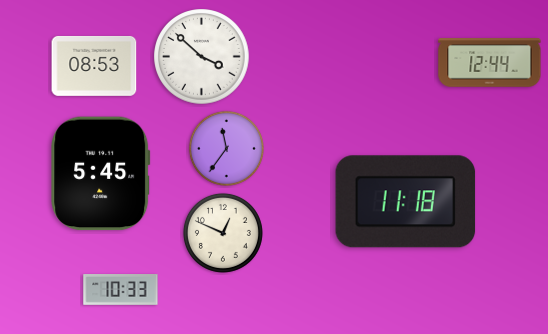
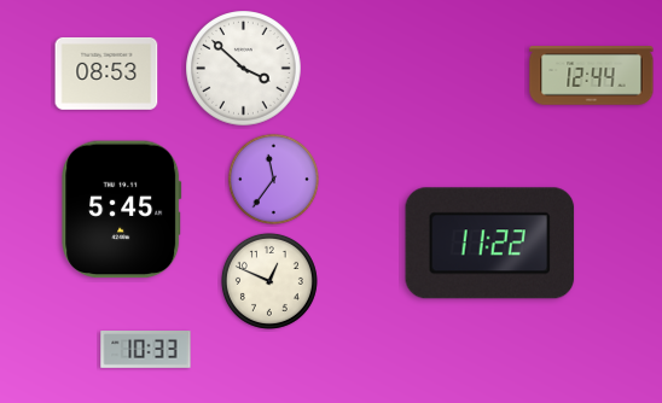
clock at (94, 66) position: (94, 66) -> (106, 74)
clock at (406, 202): 11:18 -> 11:22
